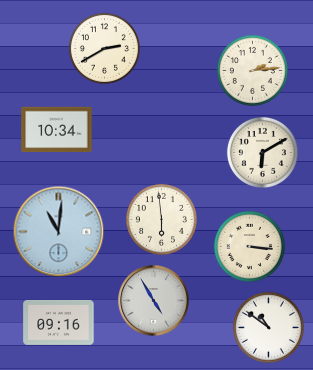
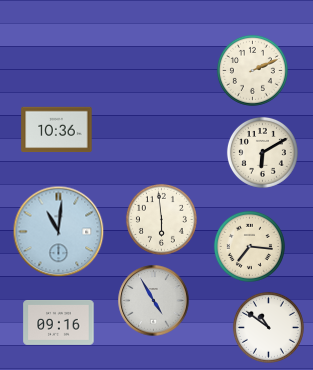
clock at (104, 48): 2:40 -> none
clock at (252, 70): 2:14 -> 2:11
clock at (57, 130): 10:34 -> 10:36
clock at (249, 246): 3:16 -> 7:16
